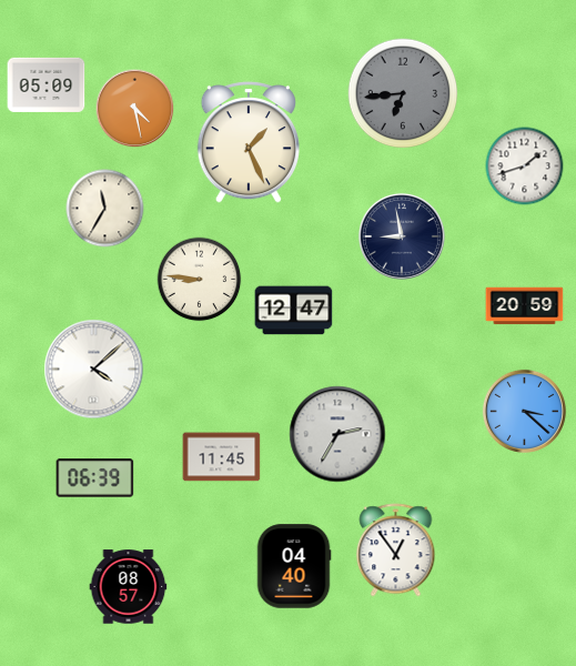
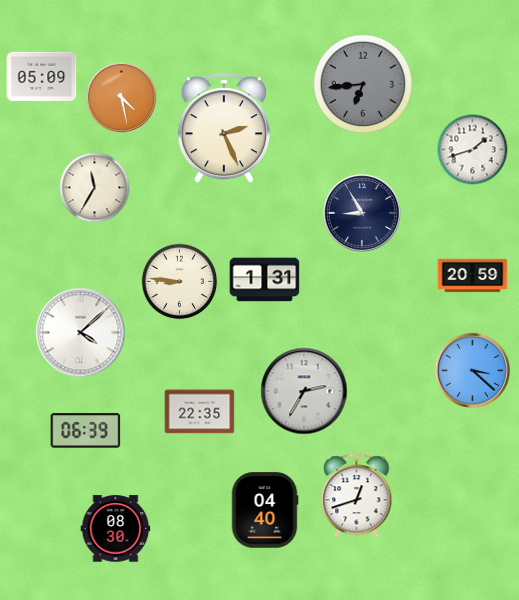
clock at (249, 142): 1:26 -> 2:26
clock at (402, 236): 8:58 -> 8:55
clock at (200, 280) position: (200, 280) -> (180, 282)
clock at (294, 311): 12:47 -> 1:31
clock at (94, 370) position: (94, 370) -> (81, 333)
clock at (222, 457): 11:45 -> 22:35
clock at (396, 551): 12:54 -> 12:42
clock at (129, 587): 08:57 -> 08:30
